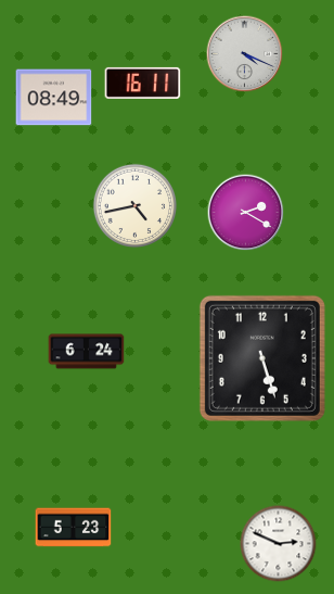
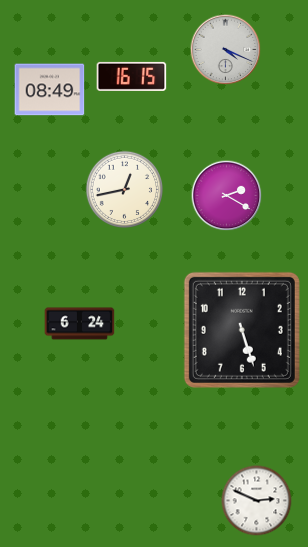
clock at (143, 83): 16:11 -> 16:15
clock at (136, 206): 4:43 -> 12:43
clock at (74, 528): 5:23 -> none
